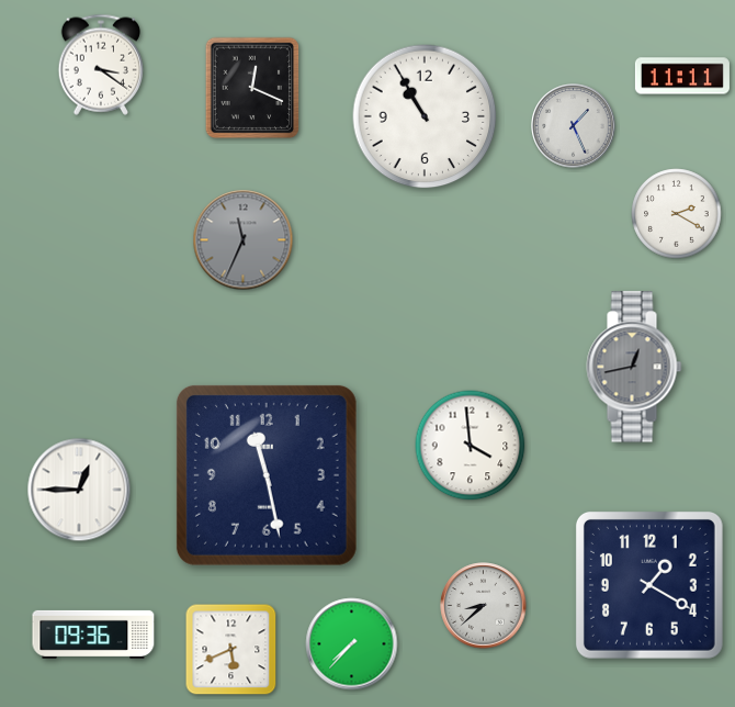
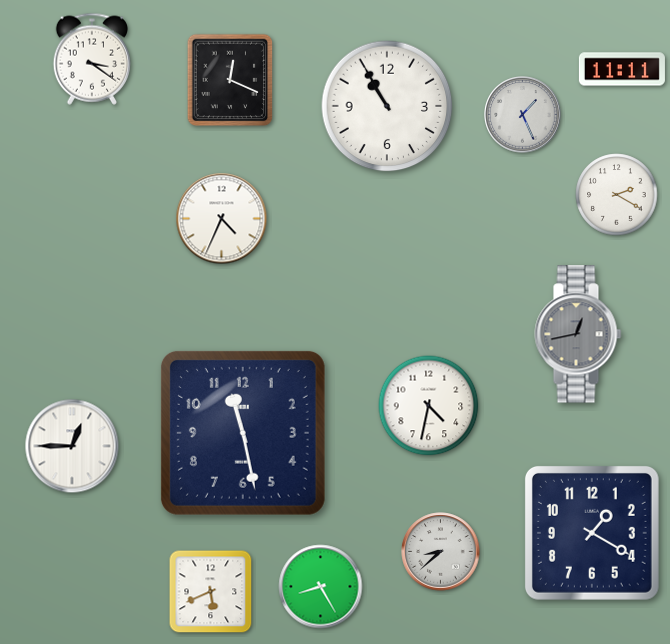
clock at (244, 240): 11:34 -> 4:34
clock at (244, 240) dial: grey -> white
clock at (471, 446): 3:59 -> 4:32
clock at (93, 635): 09:36 -> none
clock at (352, 644): 7:37 -> 8:25
